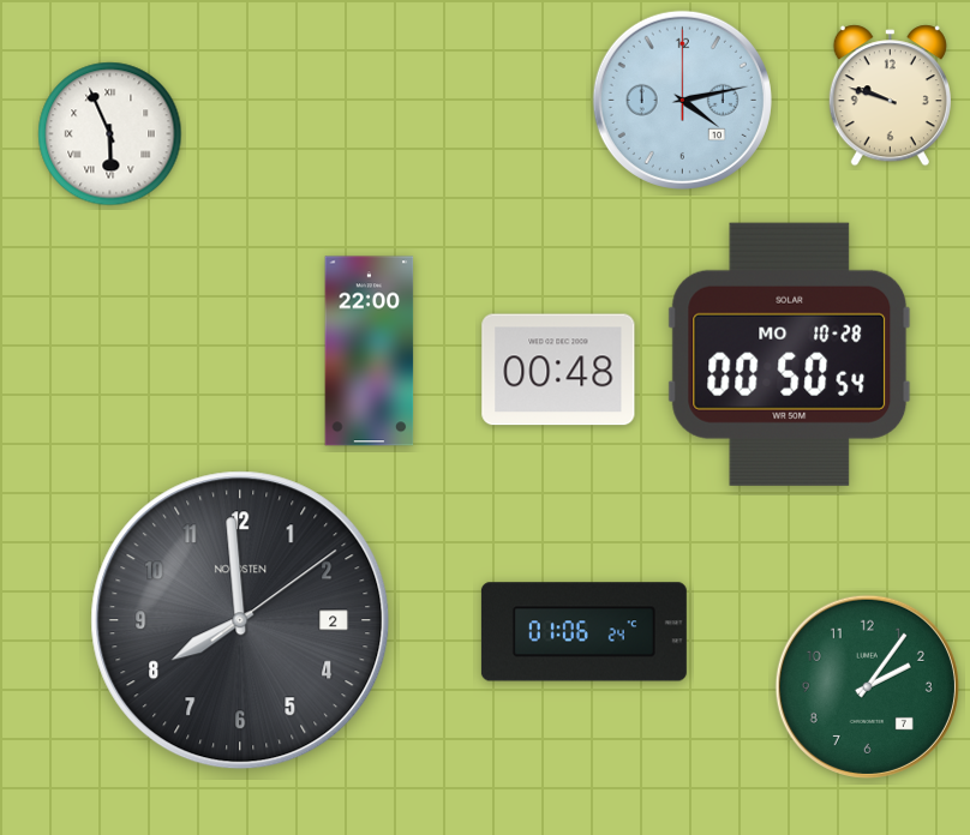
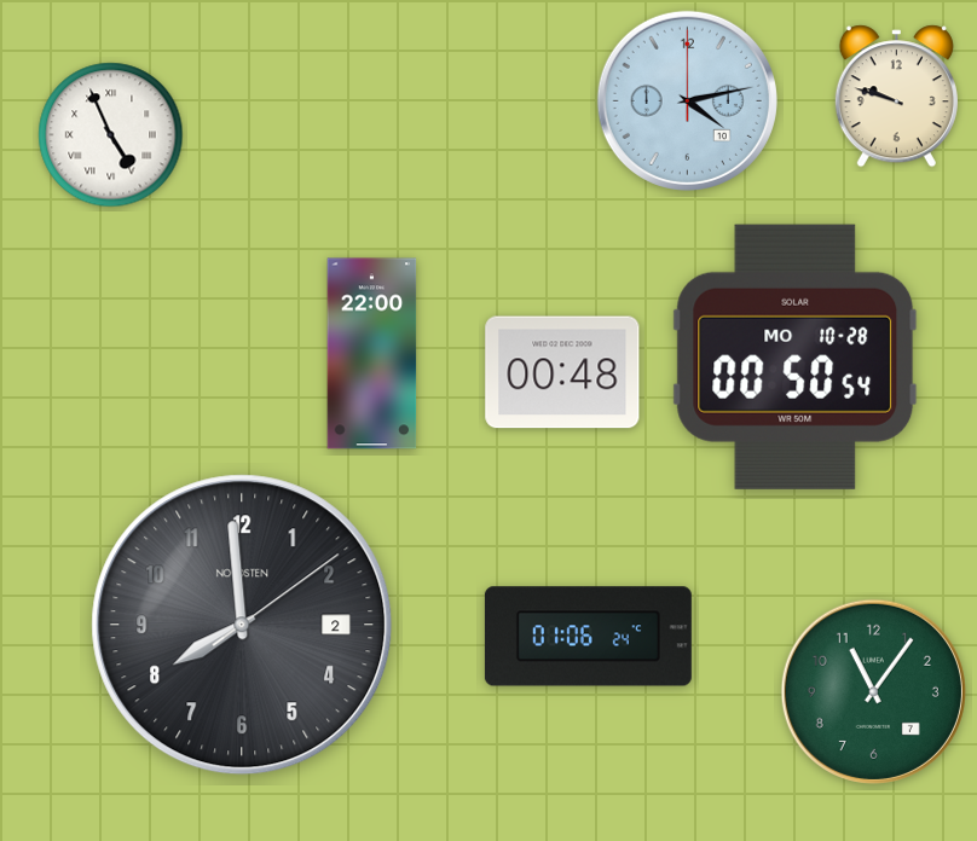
clock at (110, 134): 5:56 -> 4:56
clock at (867, 686): 2:06 -> 11:06
